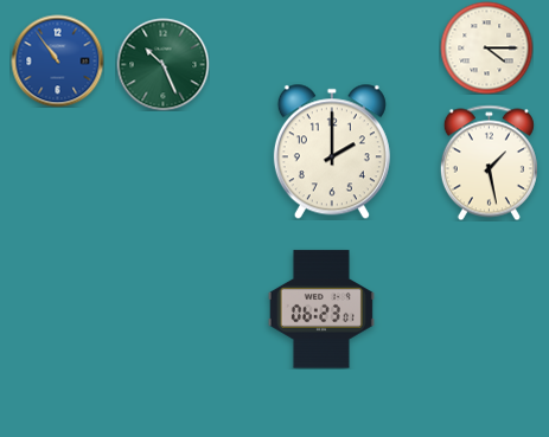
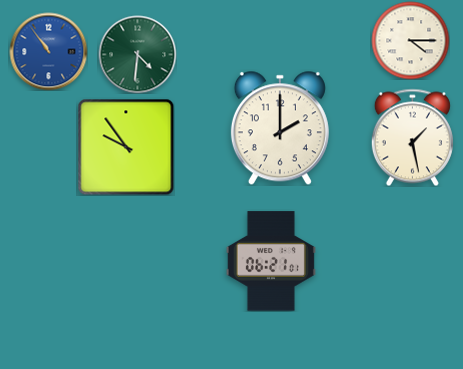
clock at (162, 64): 10:26 -> 4:31
clock at (126, 147): none -> 9:54
clock at (321, 309): 06:23 -> 06:21
